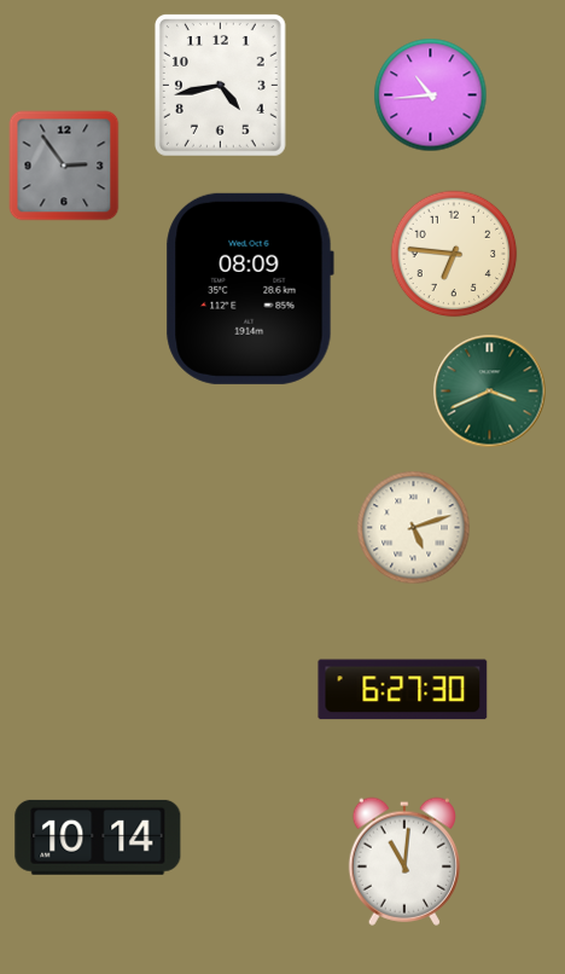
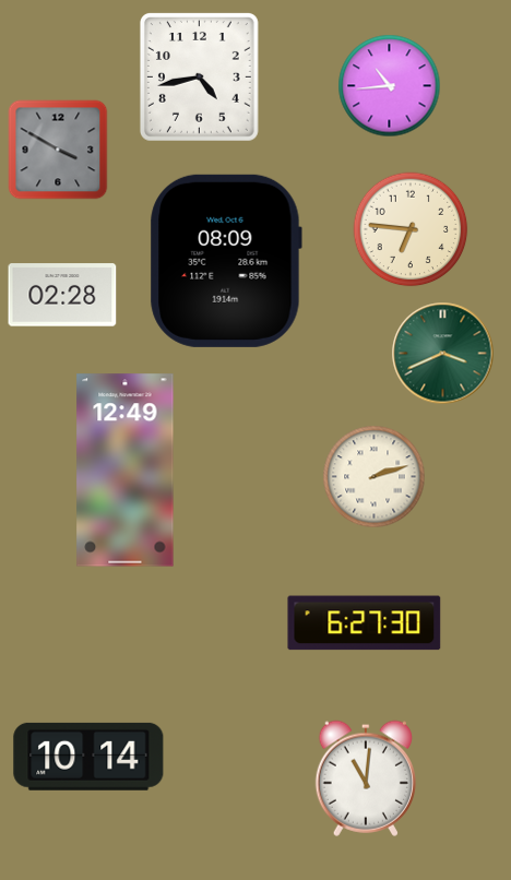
clock at (64, 166): 2:54 -> 3:50
clock at (62, 295): none -> 02:28
clock at (126, 471): none -> 12:49
clock at (414, 528): 5:12 -> 2:12
